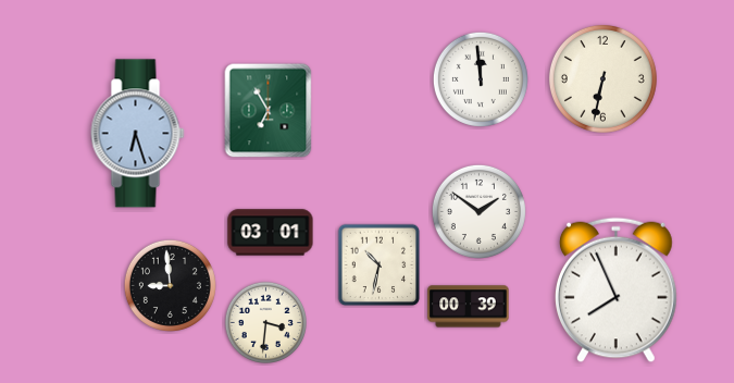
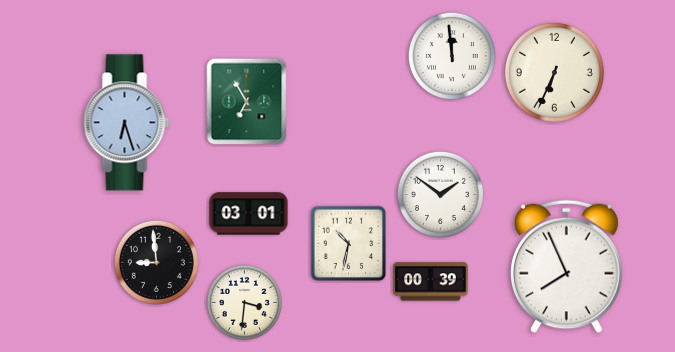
clock at (602, 78): 6:32 -> 6:34
clock at (481, 79) position: (481, 79) -> (452, 56)
clock at (265, 322) position: (265, 322) -> (244, 302)
